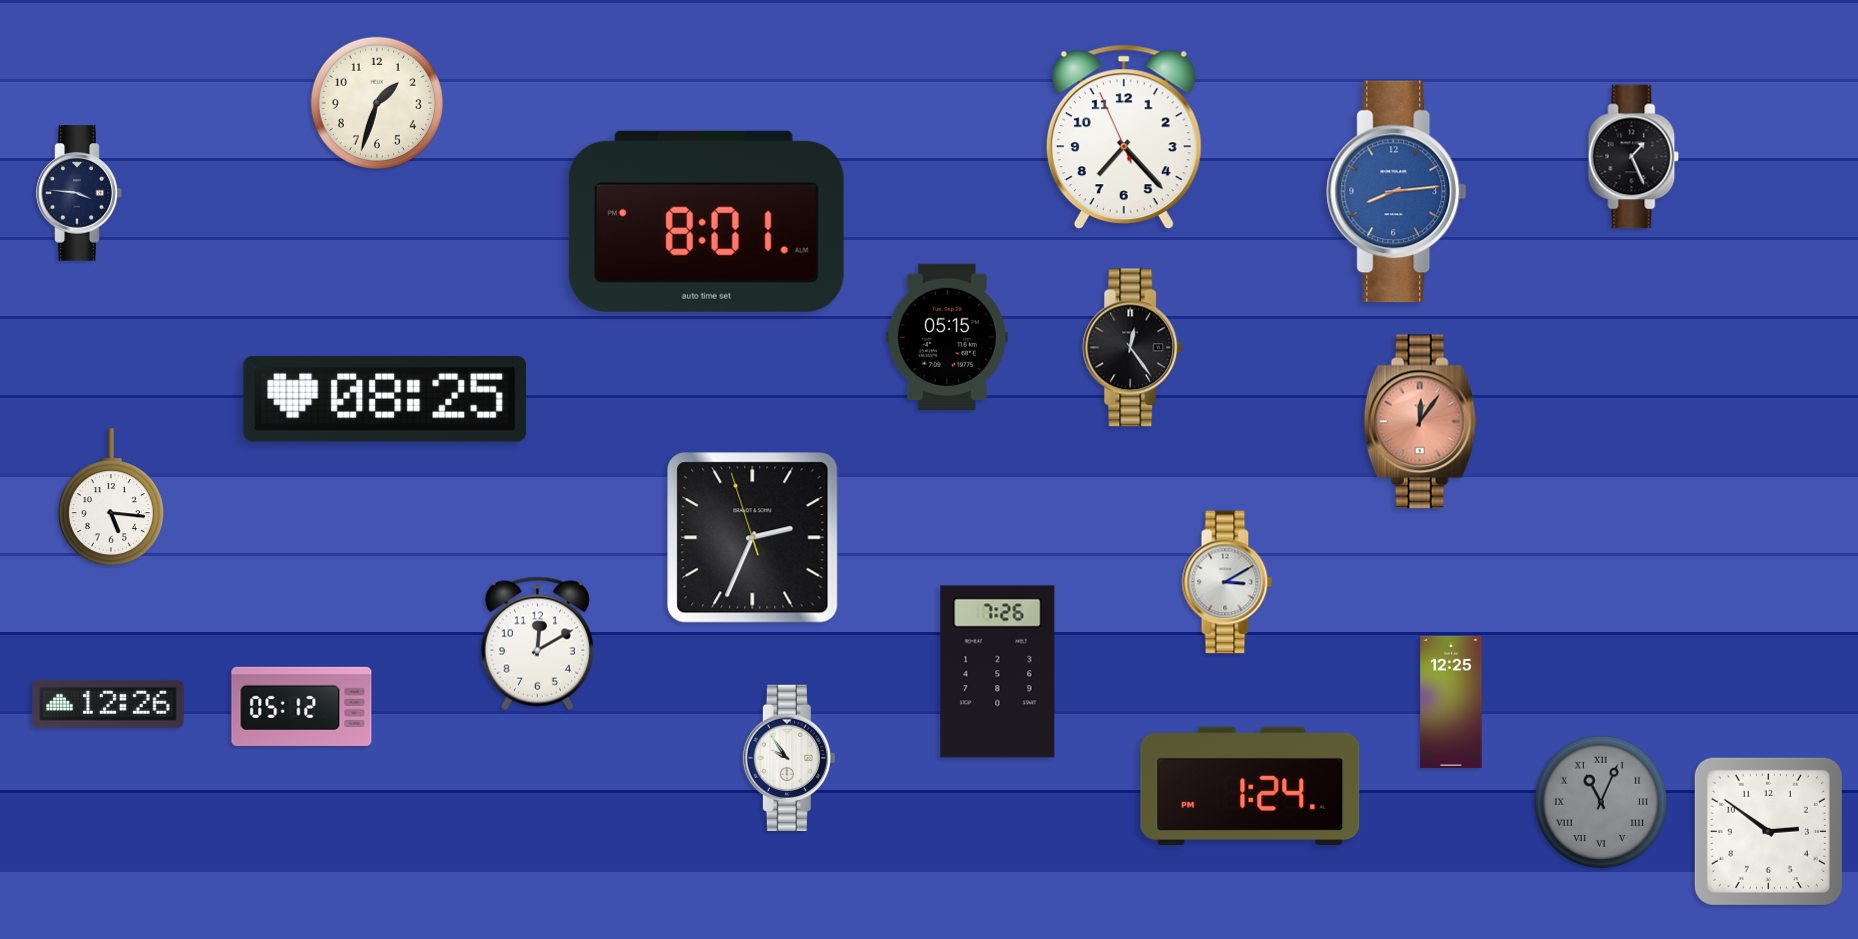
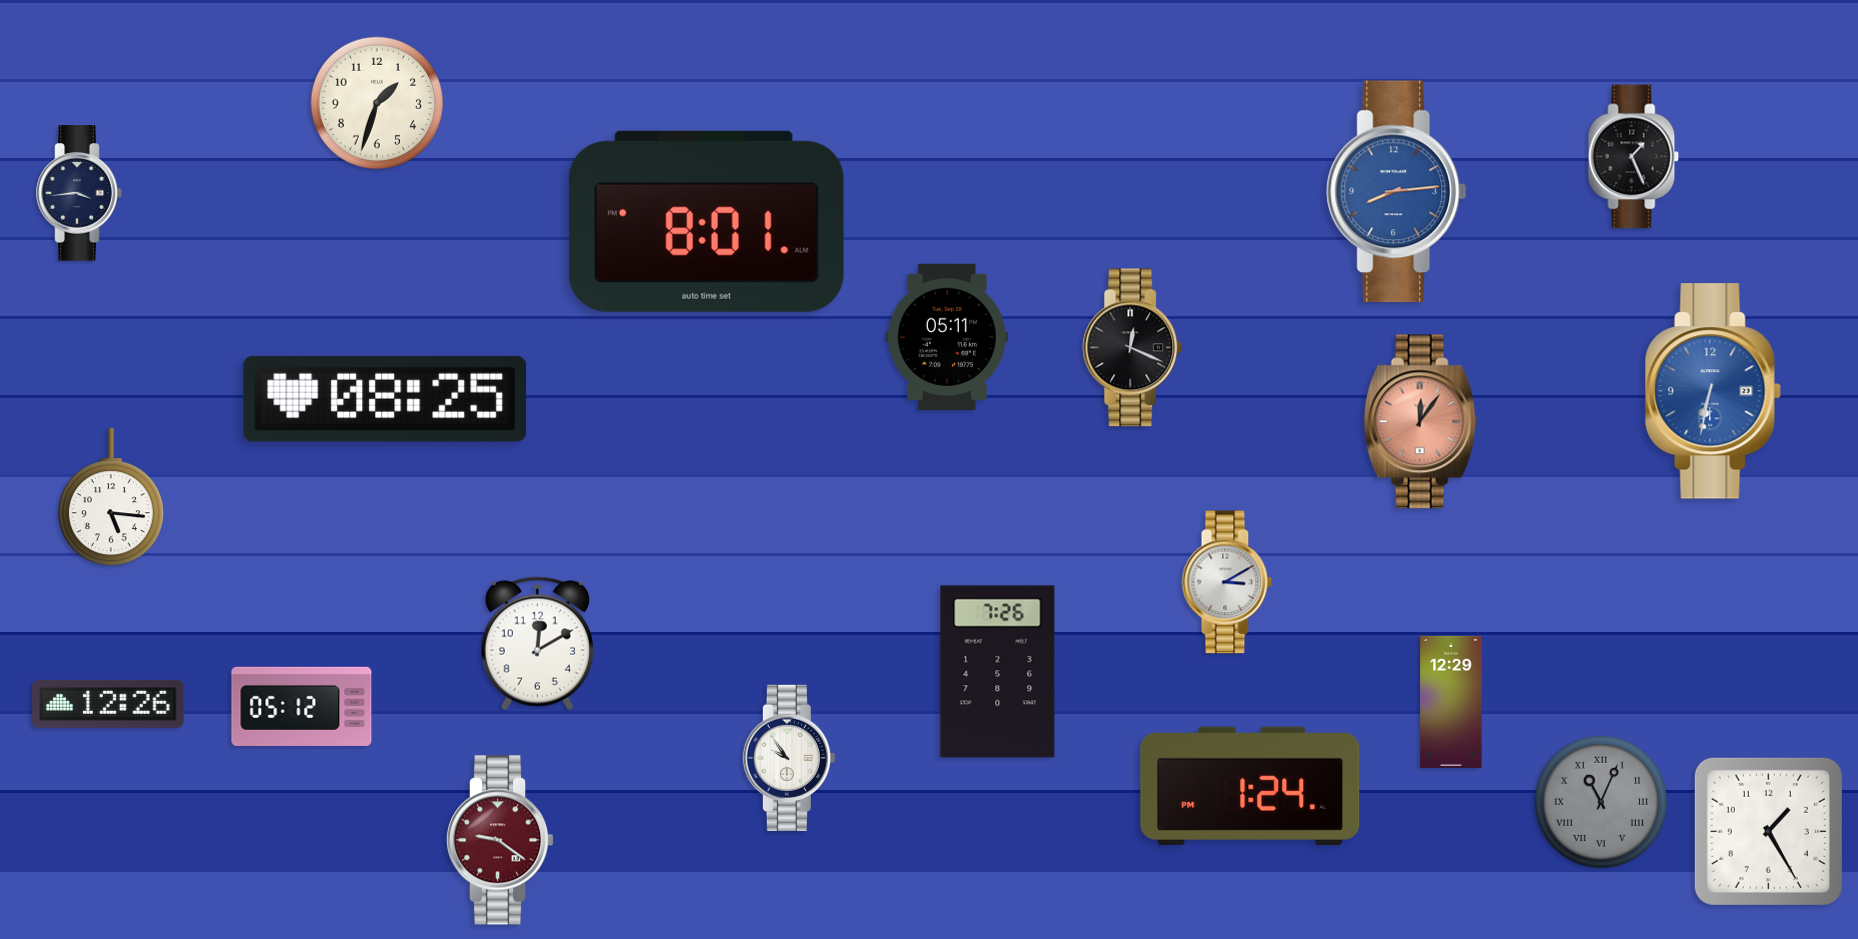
clock at (1124, 137): 7:22 -> none
clock at (79, 193): 3:46 -> 3:44
clock at (947, 337): 05:15 -> 05:11
clock at (1133, 348): 12:24 -> 12:19
clock at (1713, 391): none -> 6:32
clock at (753, 538): 2:33 -> none
clock at (1451, 702): 12:25 -> 12:29
clock at (1768, 831): 2:51 -> 1:25
clock at (500, 840): none -> 9:21
